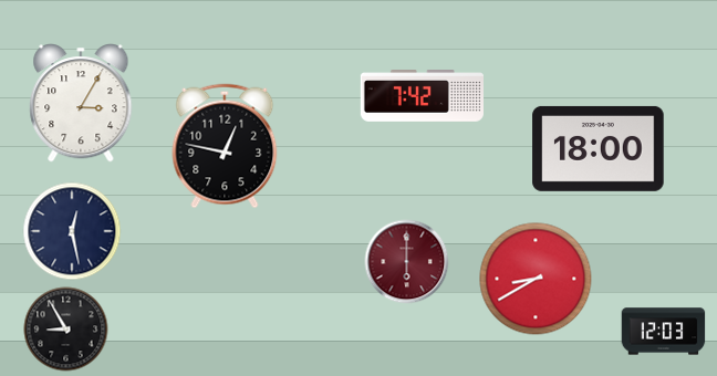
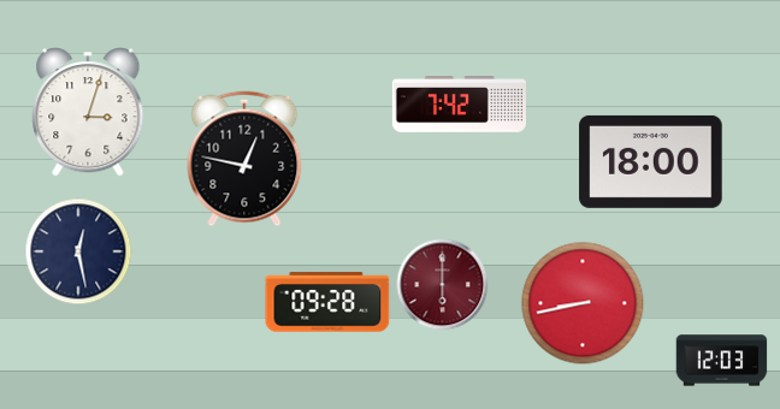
clock at (81, 103): 3:05 -> 3:03
clock at (327, 302): none -> 09:28
clock at (536, 279): 8:40 -> 8:43
clock at (66, 330): 8:55 -> none
